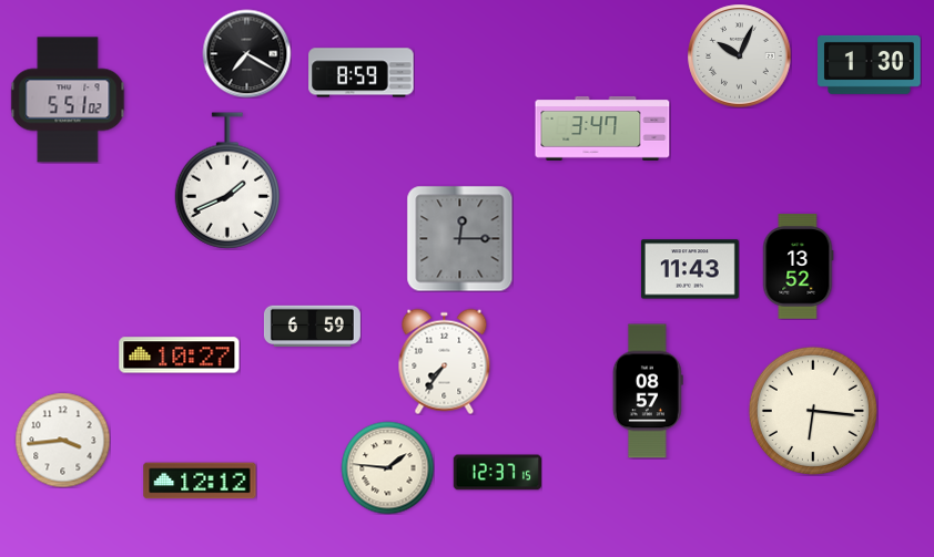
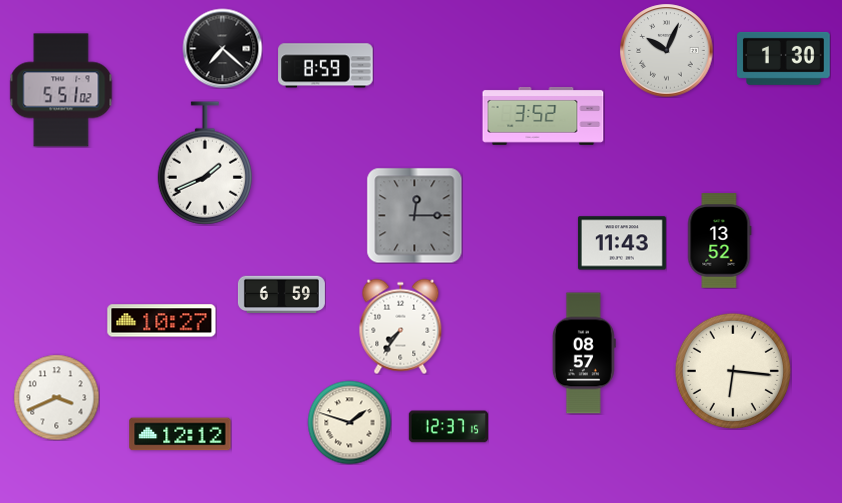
clock at (246, 53): 7:20 -> 7:22
clock at (602, 128): 3:47 -> 3:52
clock at (62, 440): 3:44 -> 3:41
clock at (387, 467): 1:46 -> 1:48
